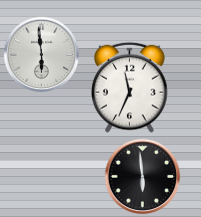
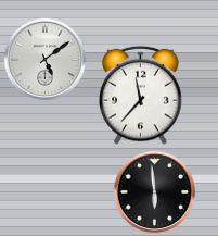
clock at (42, 55): 5:59 -> 5:09
clock at (130, 87): 11:34 -> 11:37
